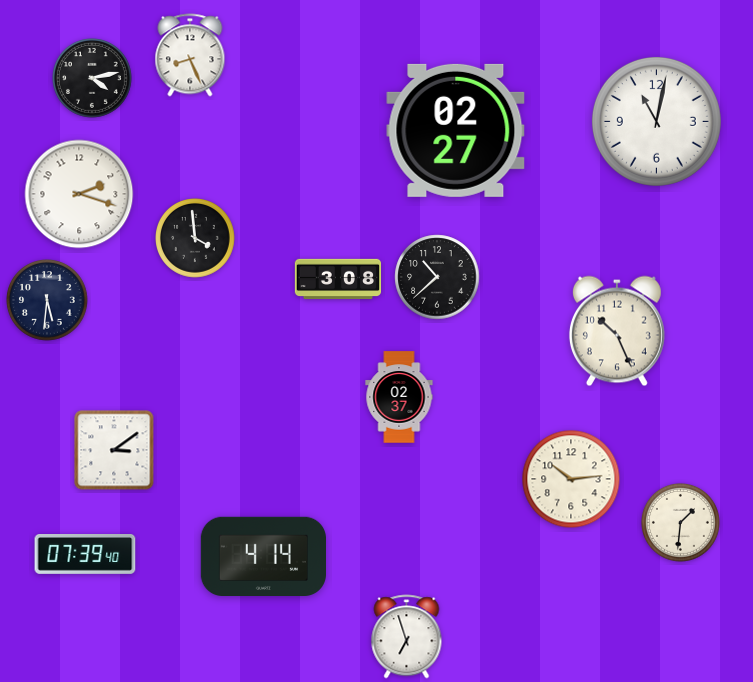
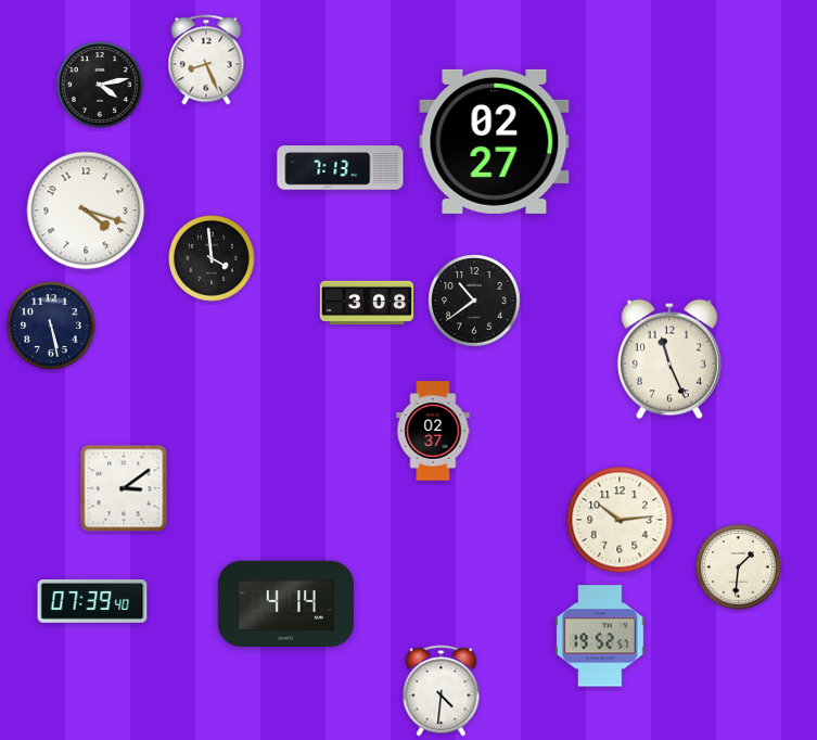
clock at (656, 121): 11:02 -> none
clock at (341, 168): none -> 7:13
clock at (79, 194): 2:18 -> 4:18
clock at (437, 277): 10:38 -> 10:39
clock at (47, 300): 5:31 -> 5:28
clock at (617, 331): 10:26 -> 11:26
clock at (601, 636): none -> 19:52
clock at (407, 637): 6:57 -> 4:31
